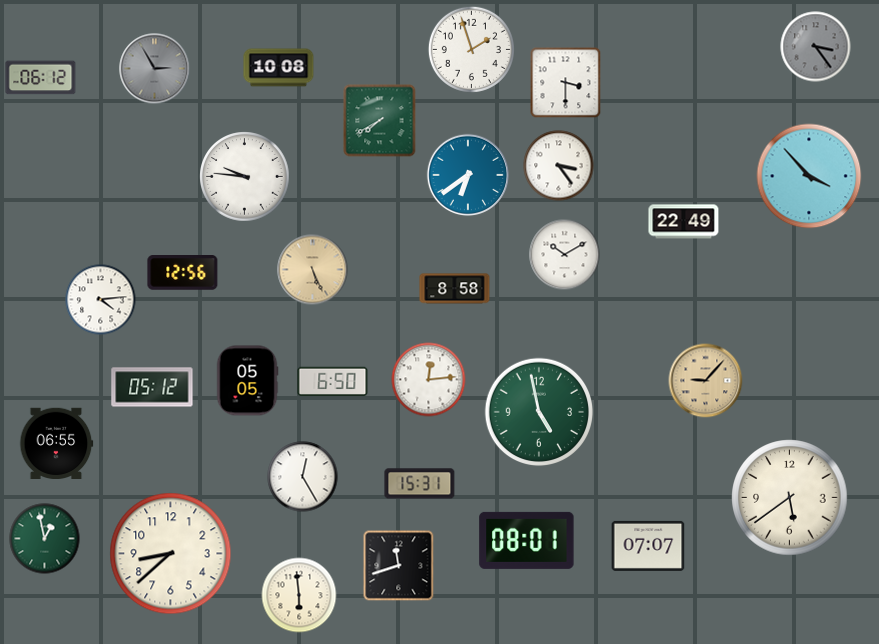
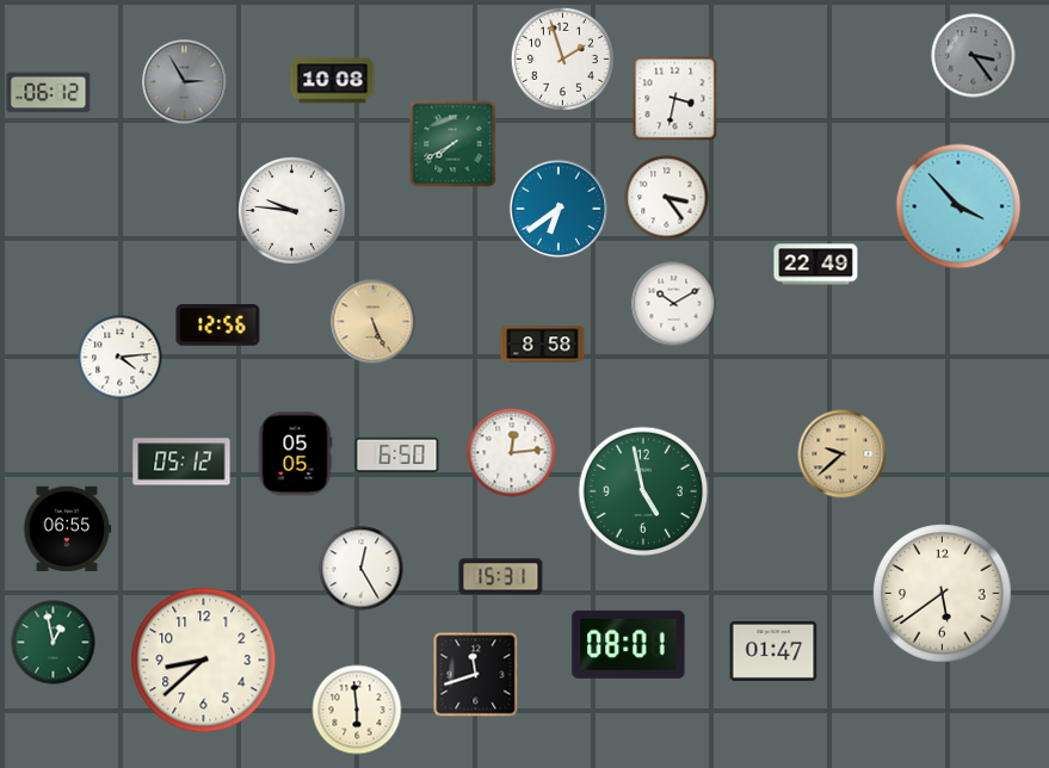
clock at (566, 83): 3:30 -> 3:32
clock at (809, 176) position: (809, 176) -> (958, 206)
clock at (706, 381): 9:07 -> 9:38
clock at (648, 546): 07:07 -> 01:47
